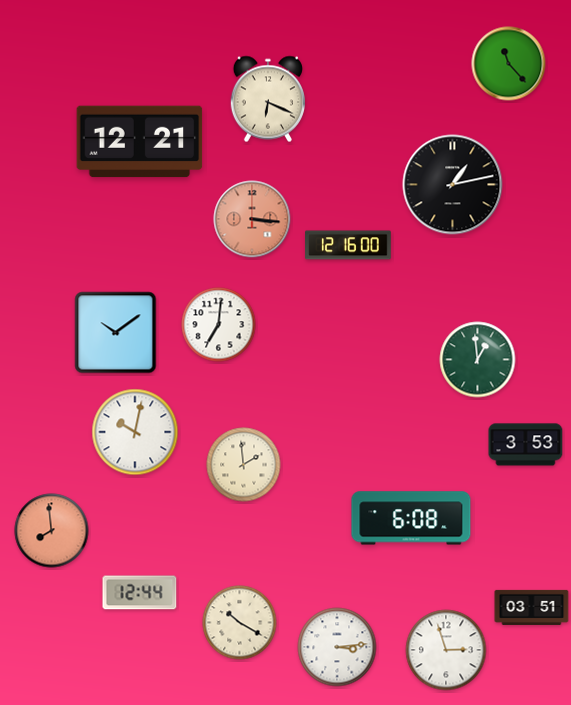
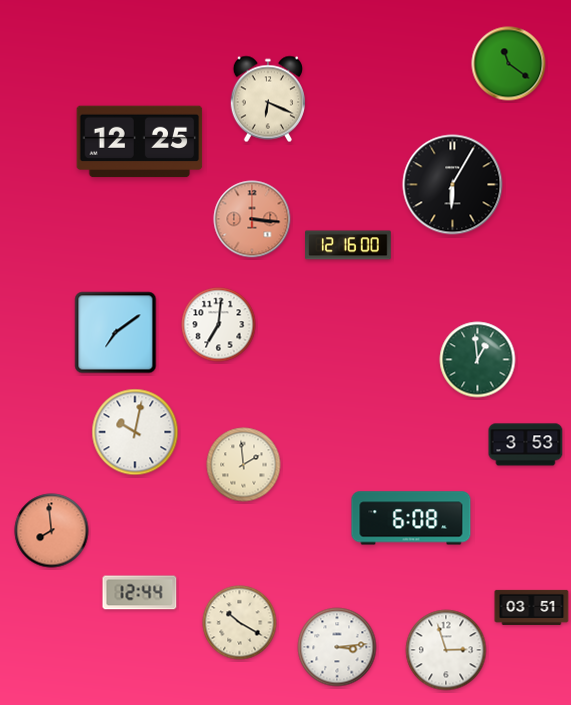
clock at (509, 64): 11:23 -> 11:21
clock at (140, 142): 12:21 -> 12:25
clock at (453, 185): 1:13 -> 6:05
clock at (116, 333): 10:09 -> 7:09
